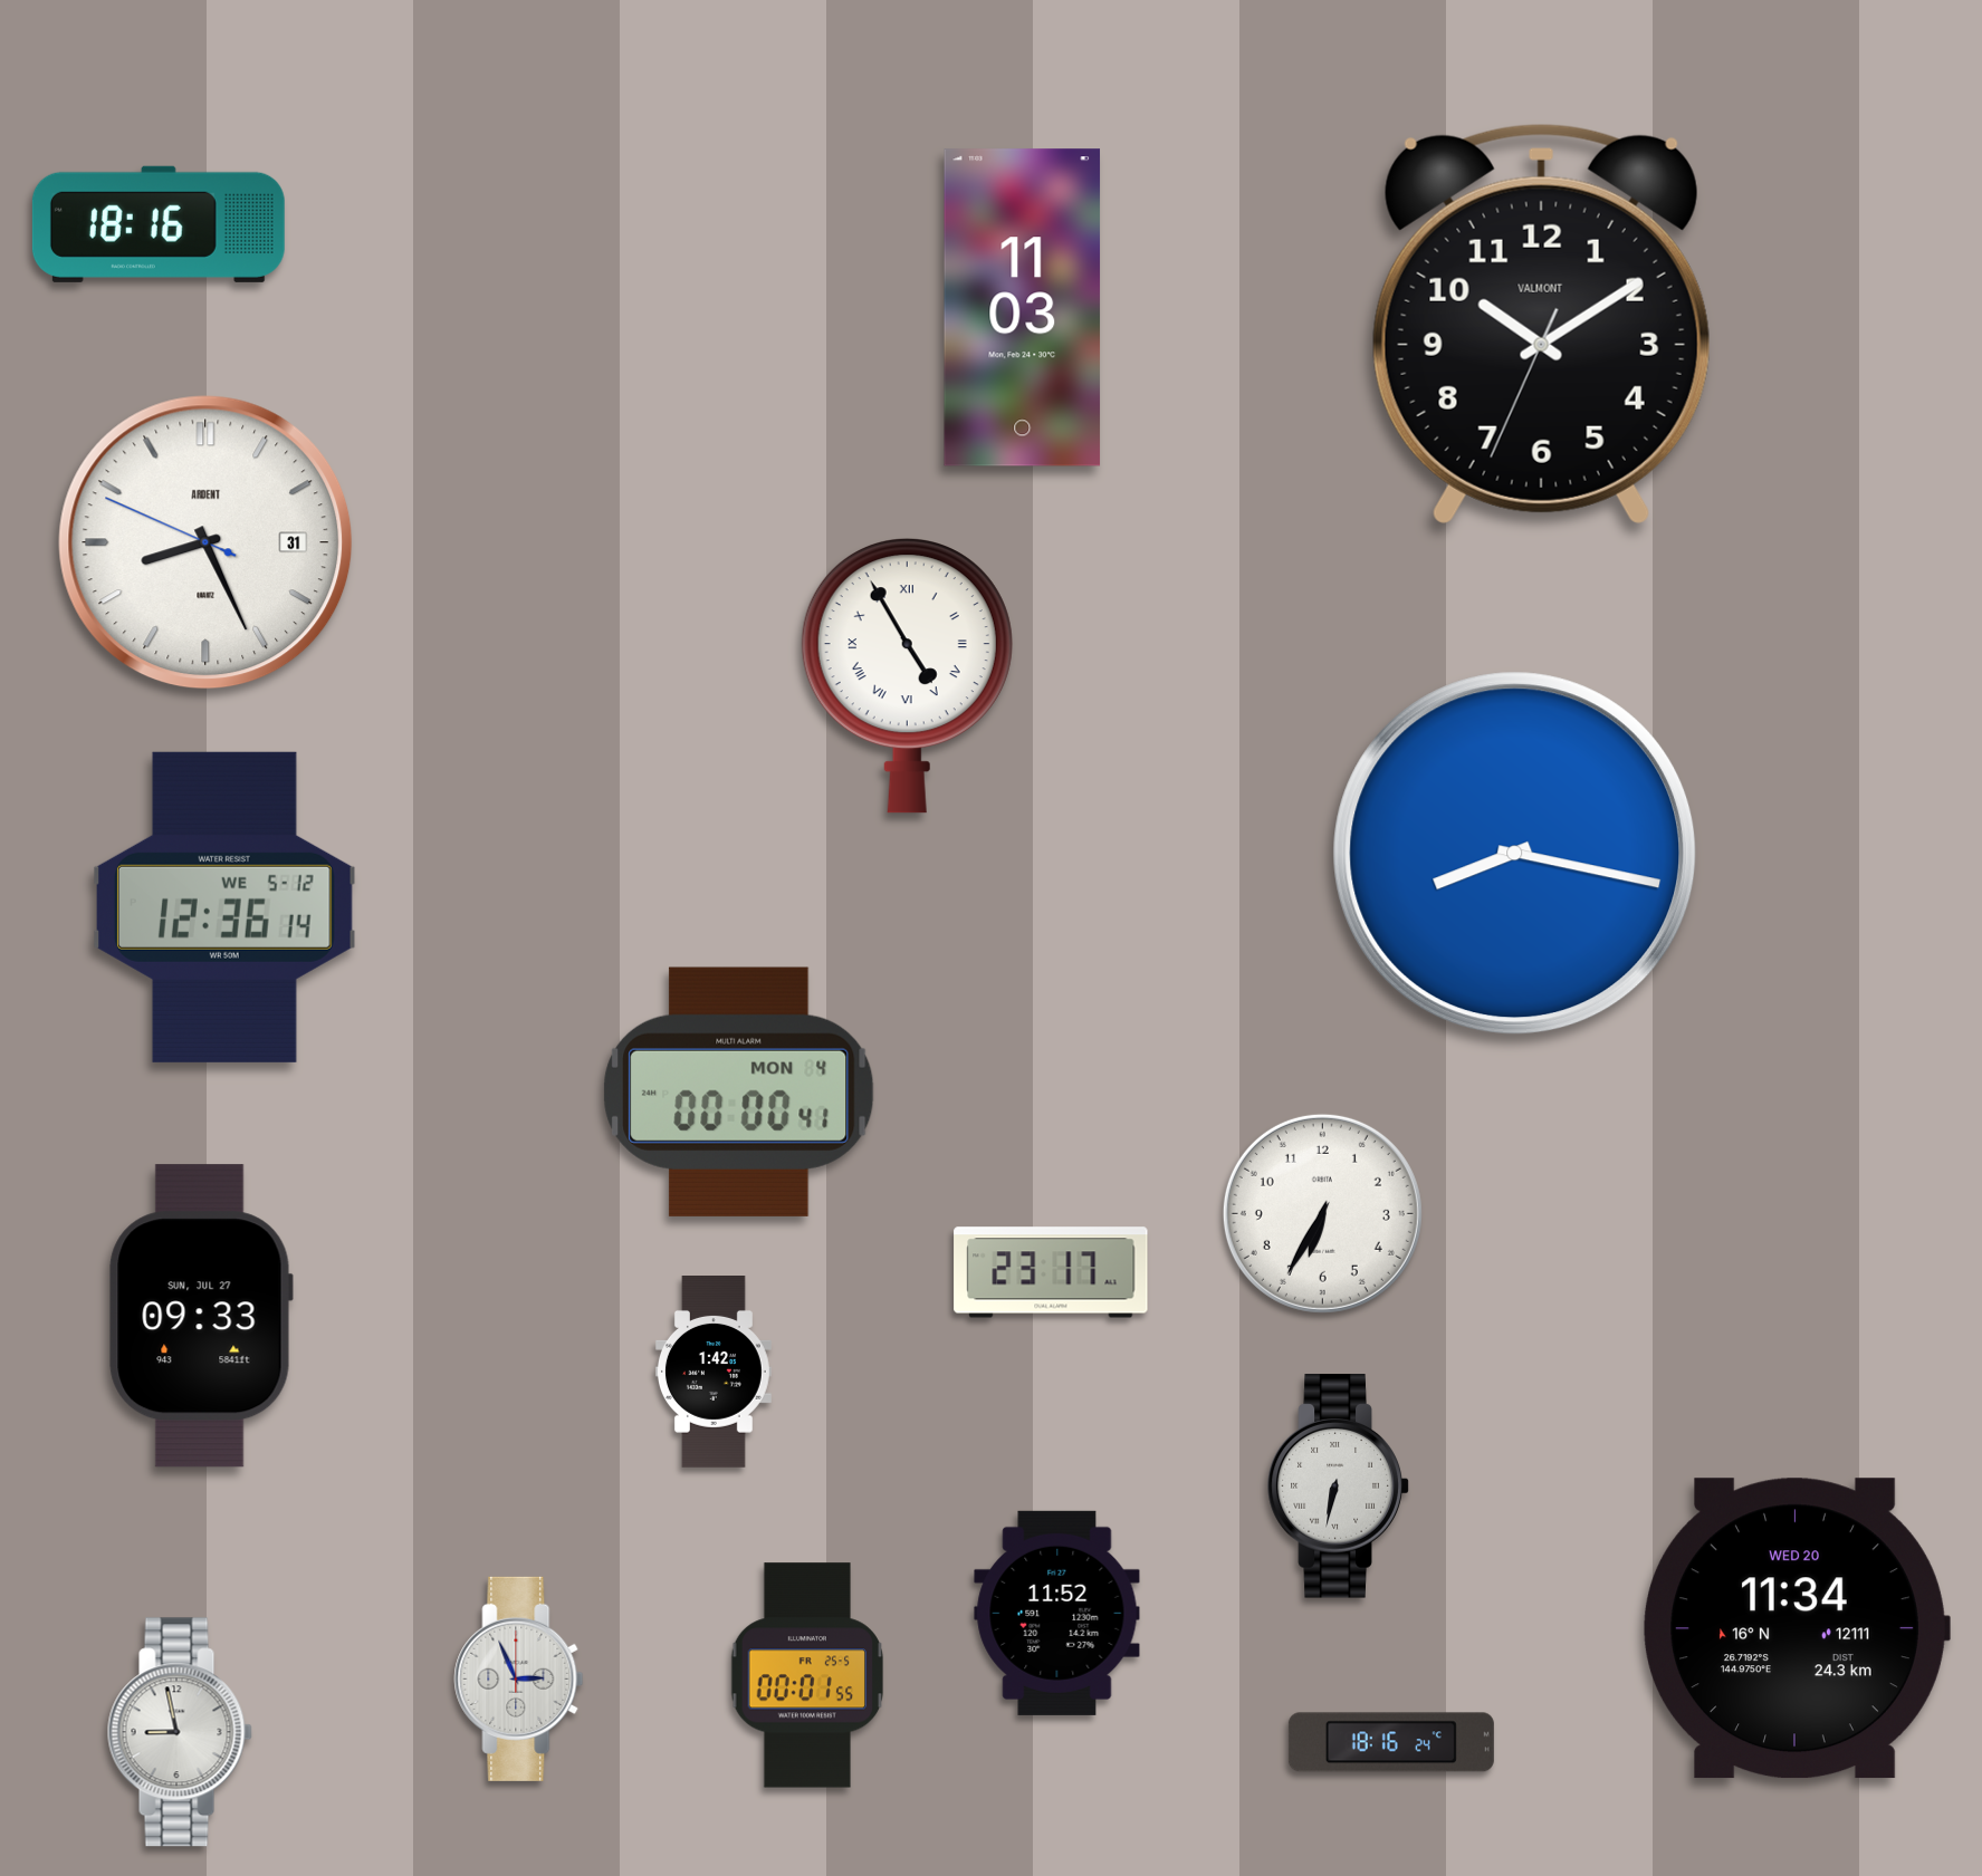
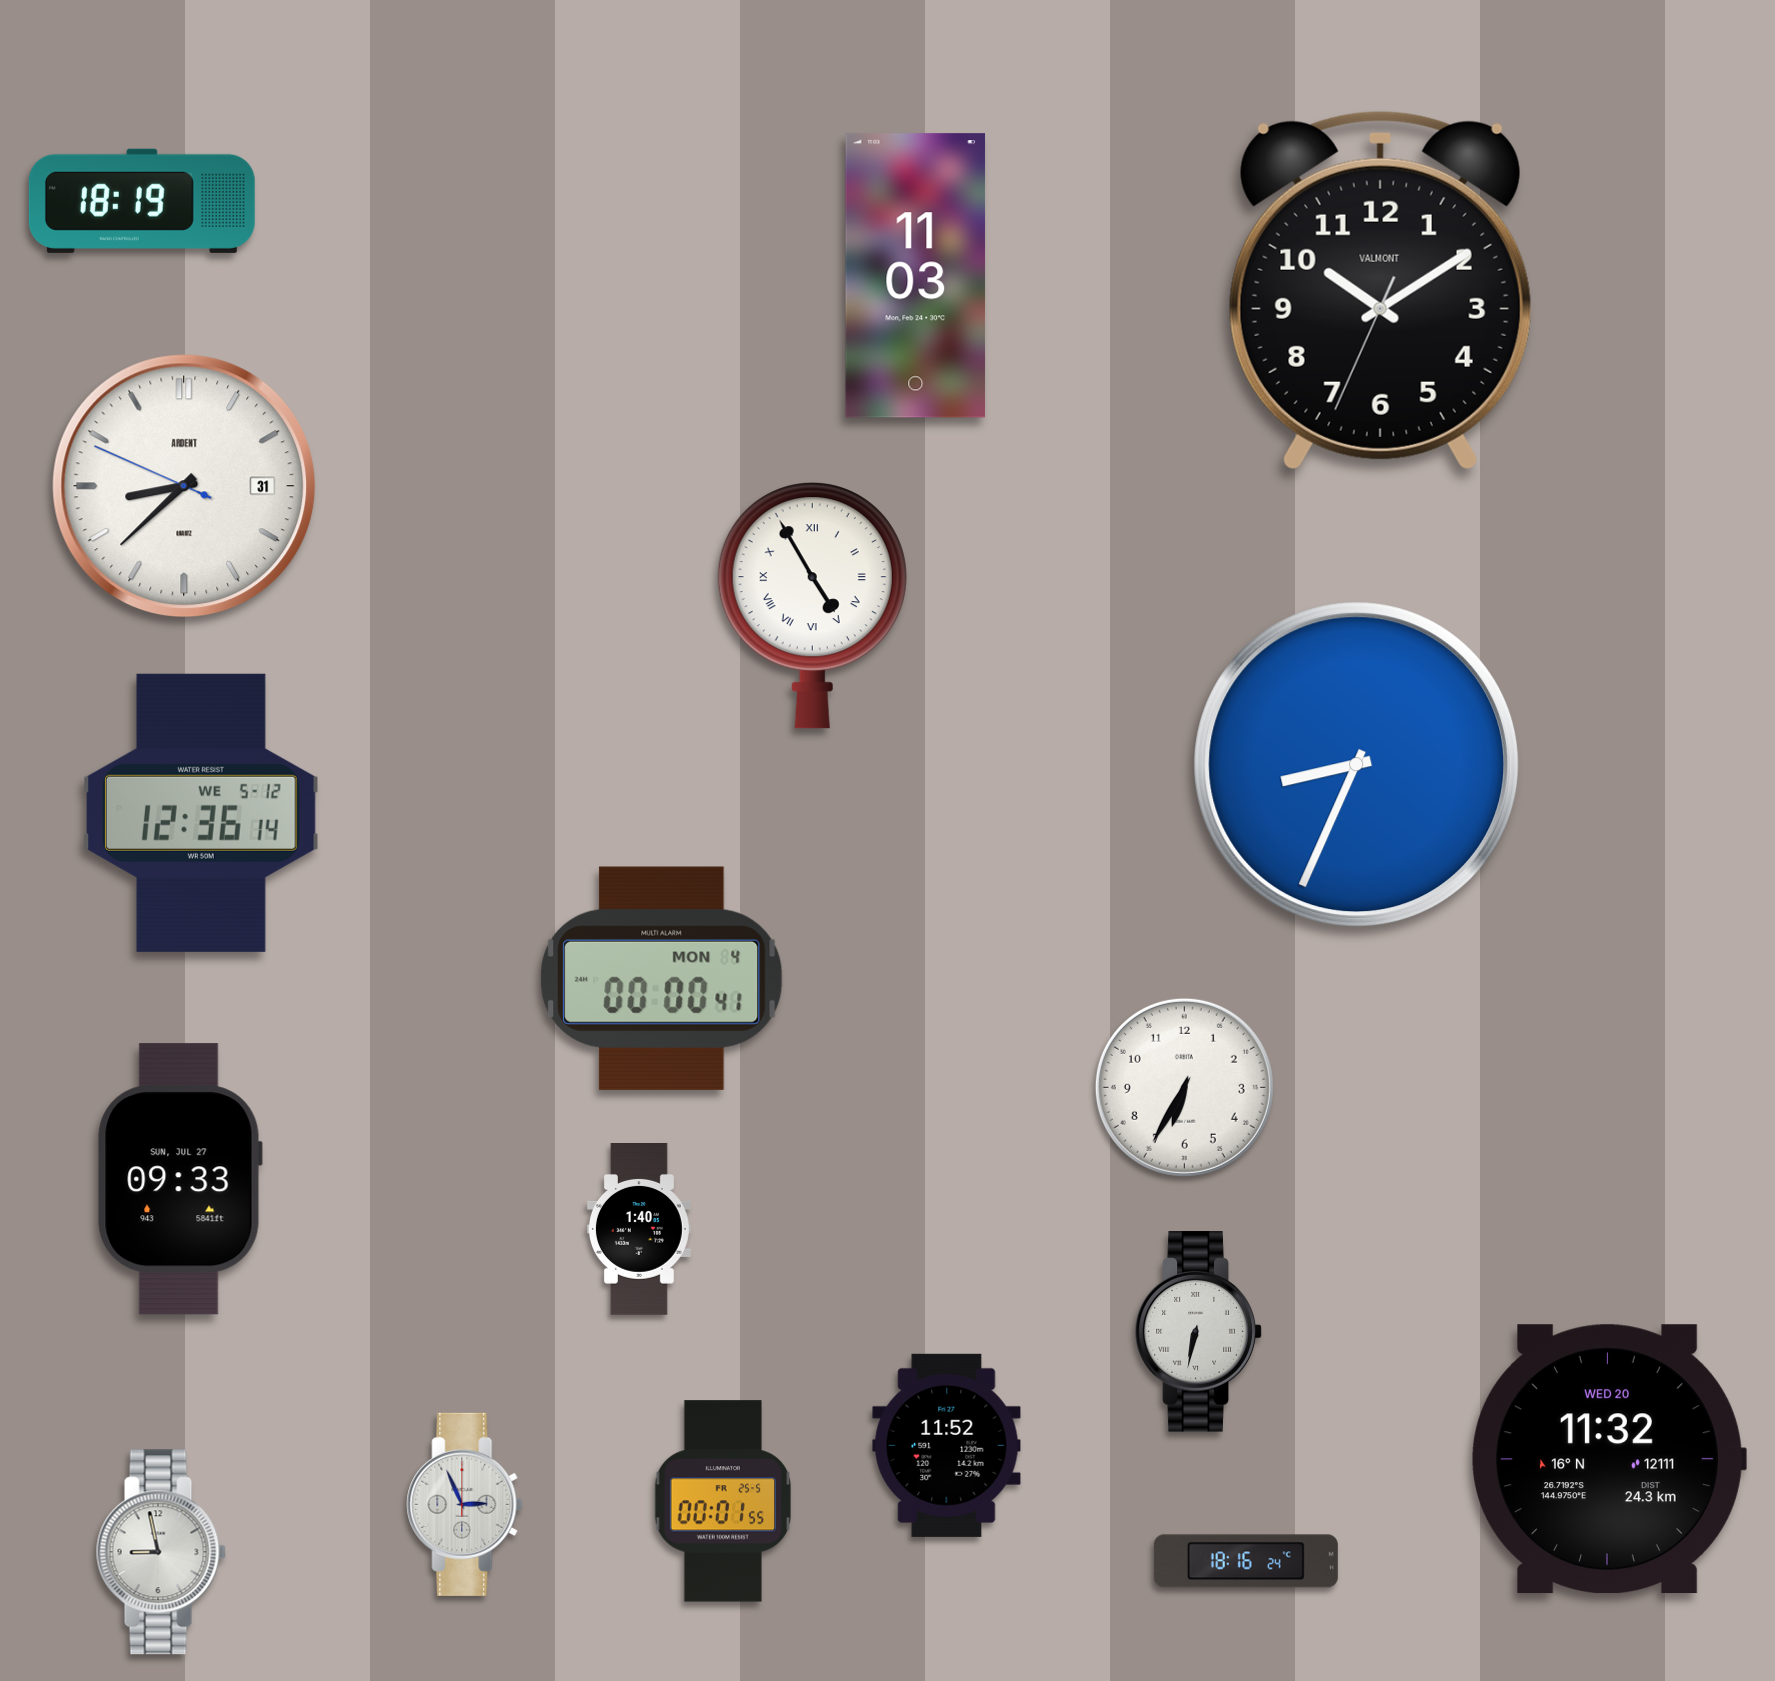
clock at (159, 224): 18:16 -> 18:19
clock at (205, 542): 8:25 -> 8:37
clock at (1515, 854): 8:17 -> 8:34
clock at (1051, 1272): 23:17 -> none
clock at (714, 1373): 1:42 -> 1:40
clock at (1797, 1628): 11:34 -> 11:32
